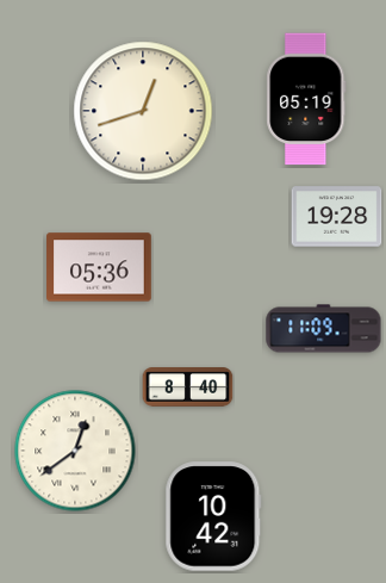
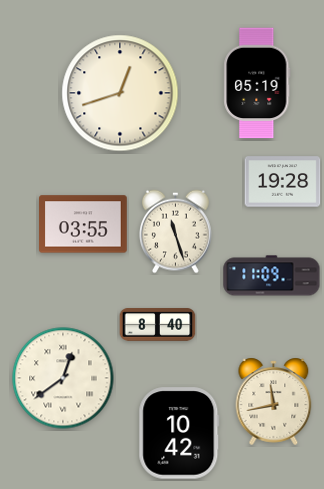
clock at (100, 267): 05:36 -> 03:55
clock at (175, 232): none -> 11:27
clock at (274, 401): none -> 11:43
